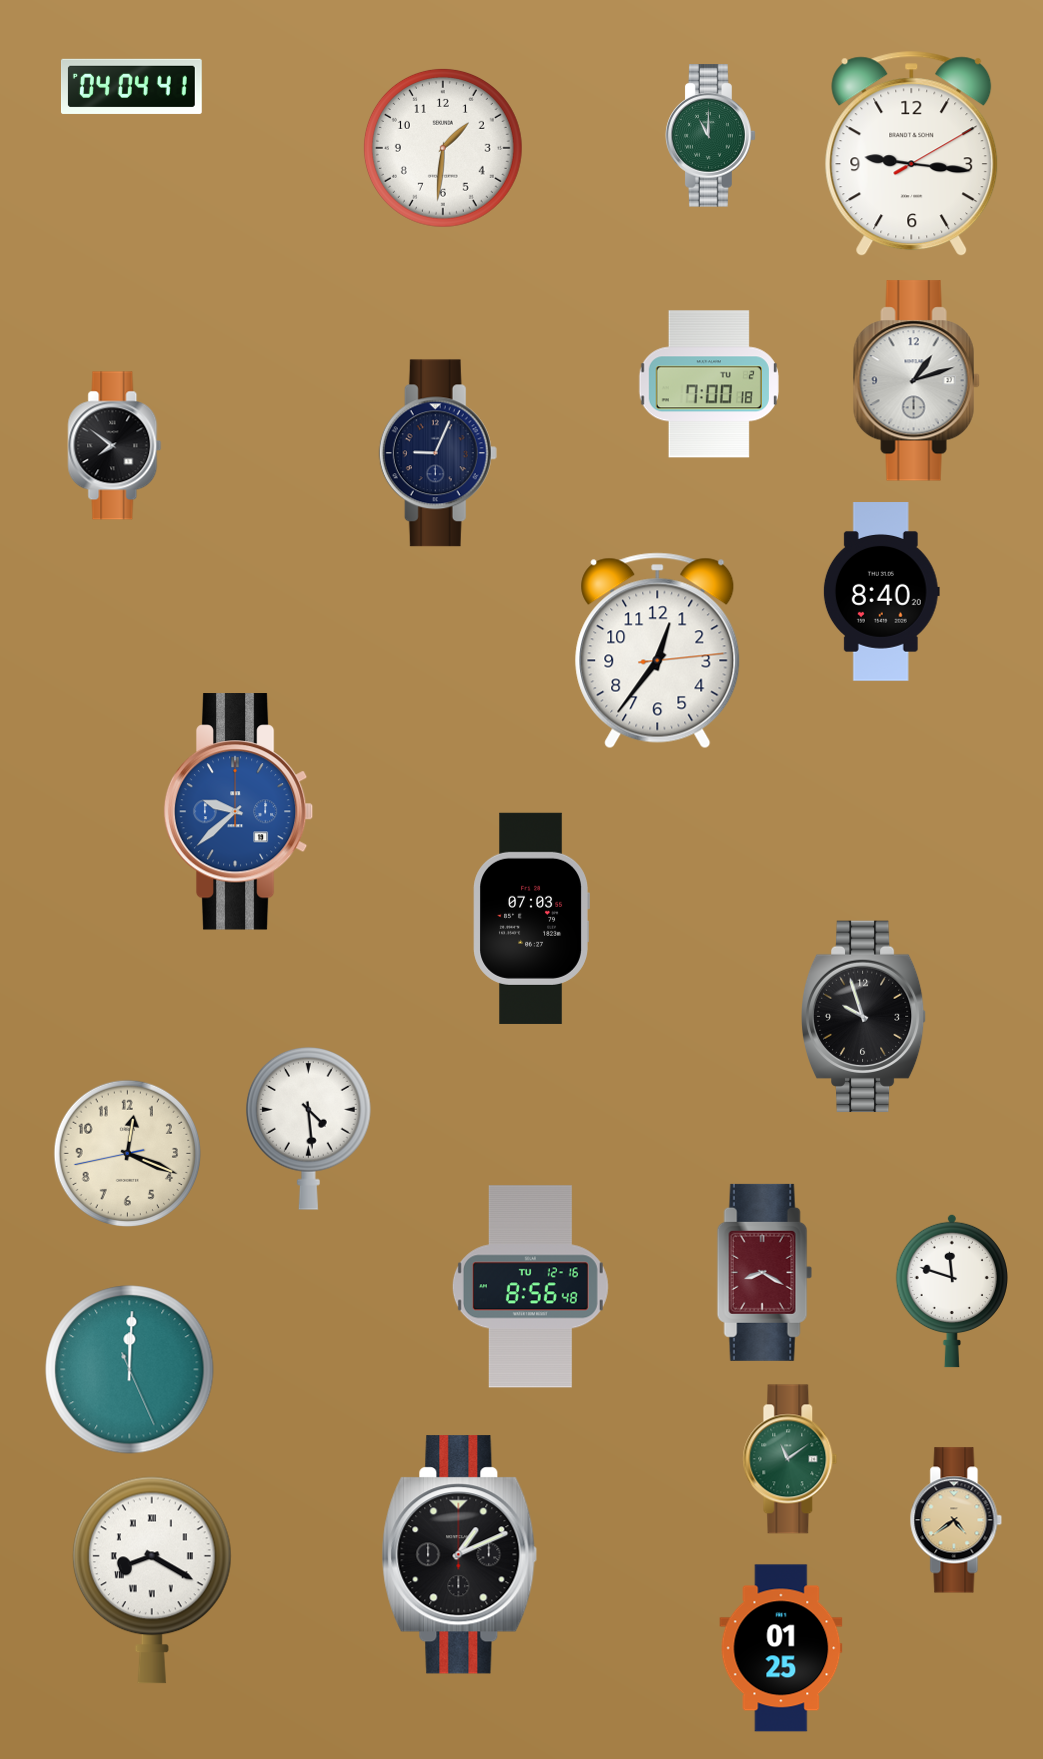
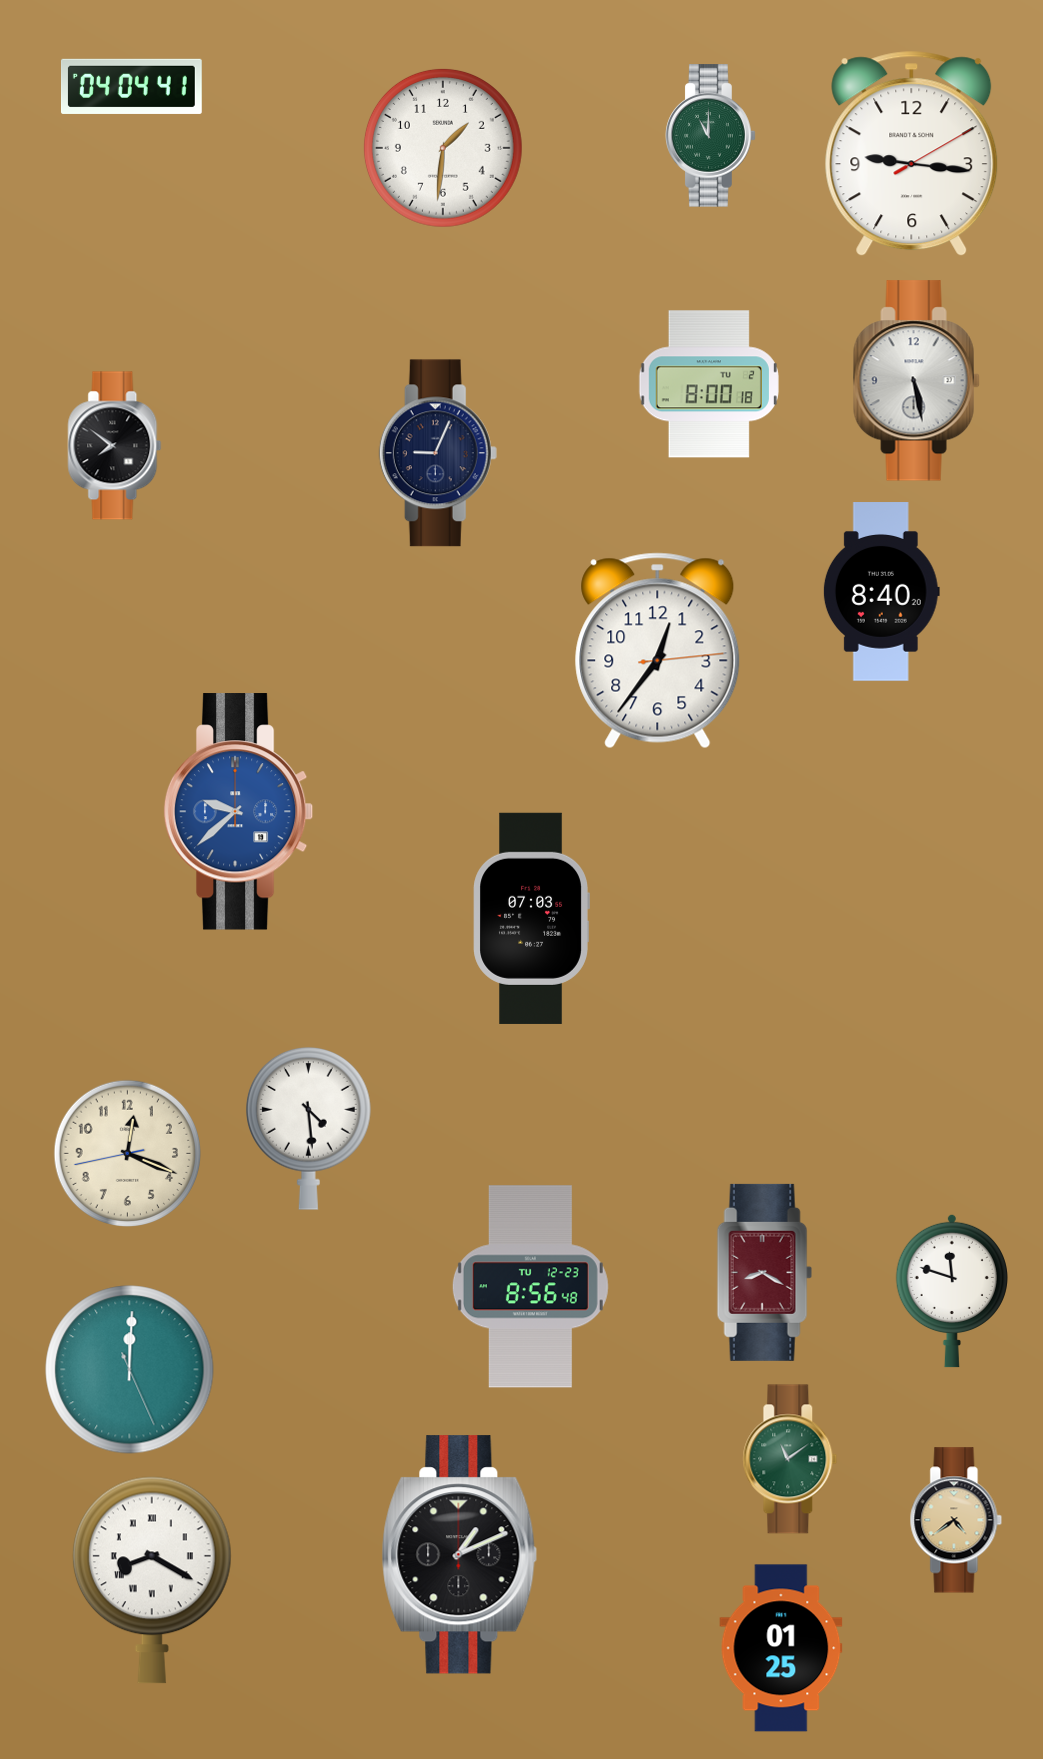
clock at (916, 381): 1:12 -> 5:28
clock at (709, 384): 7:00 -> 8:00
clock at (864, 1016): 9:57 -> none
clock at (530, 1287) date: TU 12-16 -> TU 12-23
